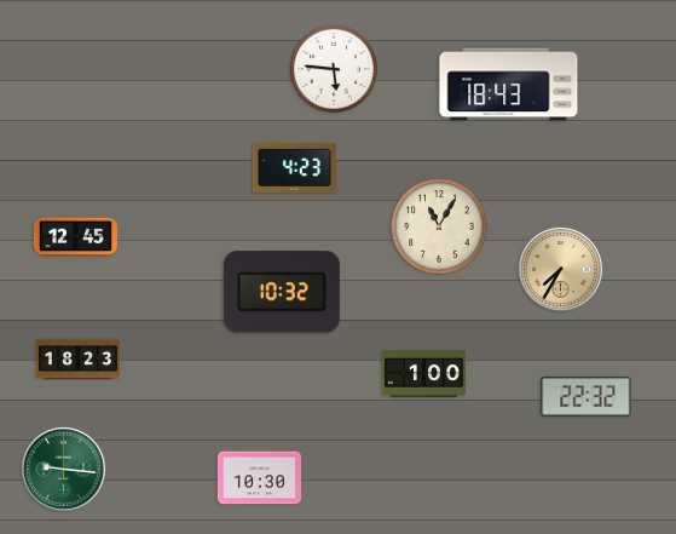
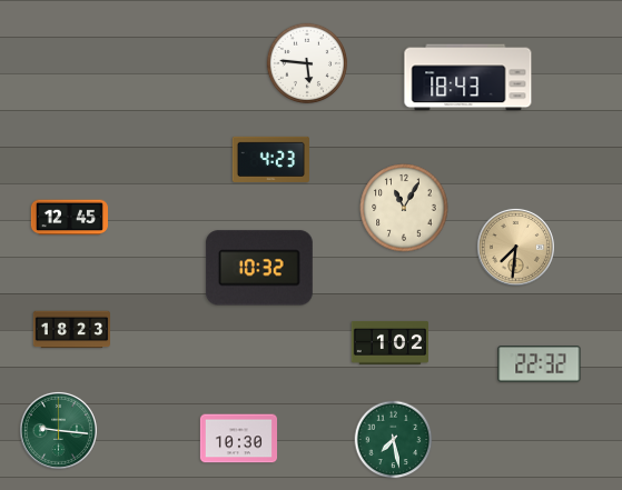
clock at (294, 167) position: (294, 167) -> (270, 159)
clock at (560, 269): 7:35 -> 7:31
clock at (423, 373): 1:00 -> 1:02
clock at (394, 440): none -> 7:28
